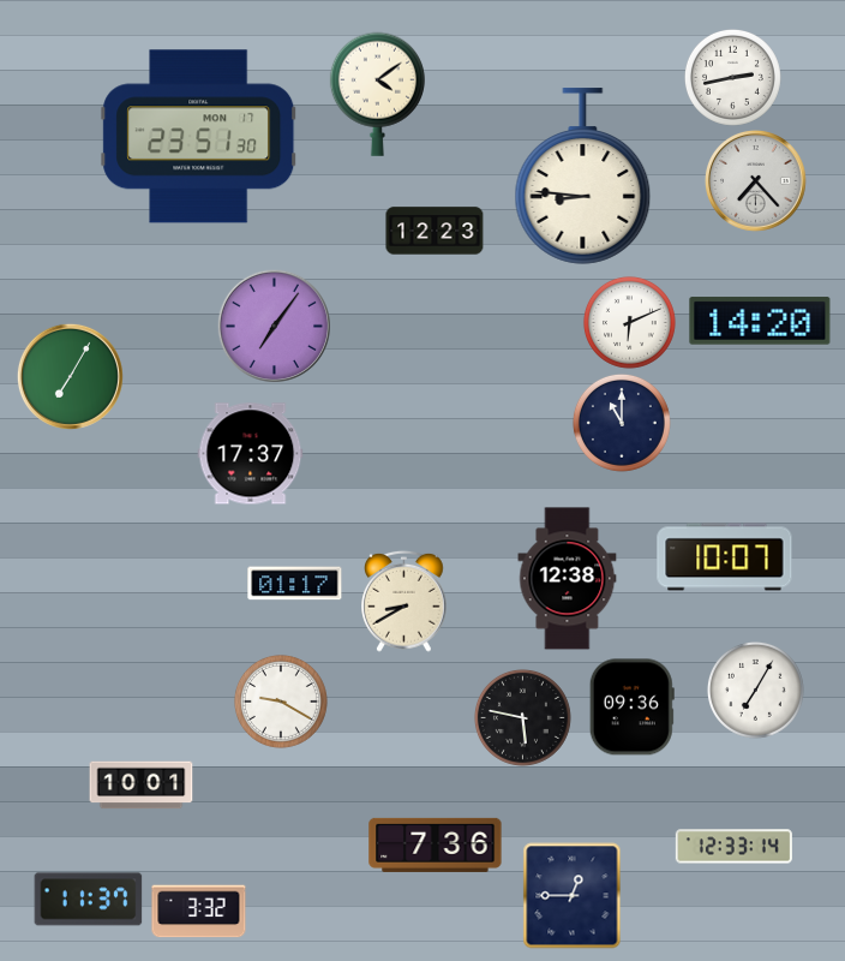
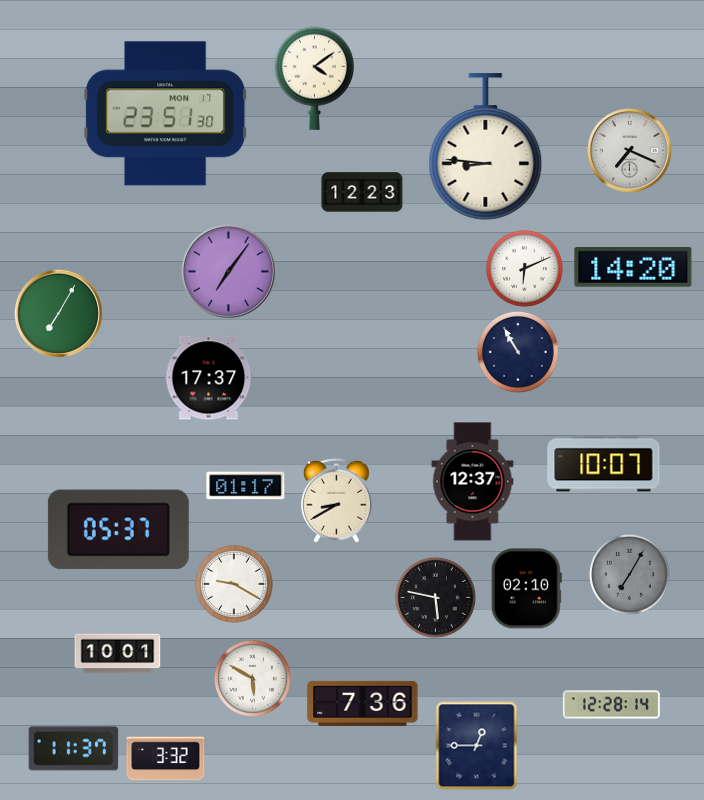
clock at (732, 77): 2:43 -> none
clock at (756, 181): 7:23 -> 7:19
clock at (622, 423): 11:00 -> 10:55
clock at (568, 579): 12:38 -> 12:37
clock at (118, 530): none -> 05:37
clock at (755, 690) dial: white -> grey
clock at (631, 708): 09:36 -> 02:10
clock at (252, 678): none -> 5:50
clock at (733, 847): 12:33 -> 12:28
